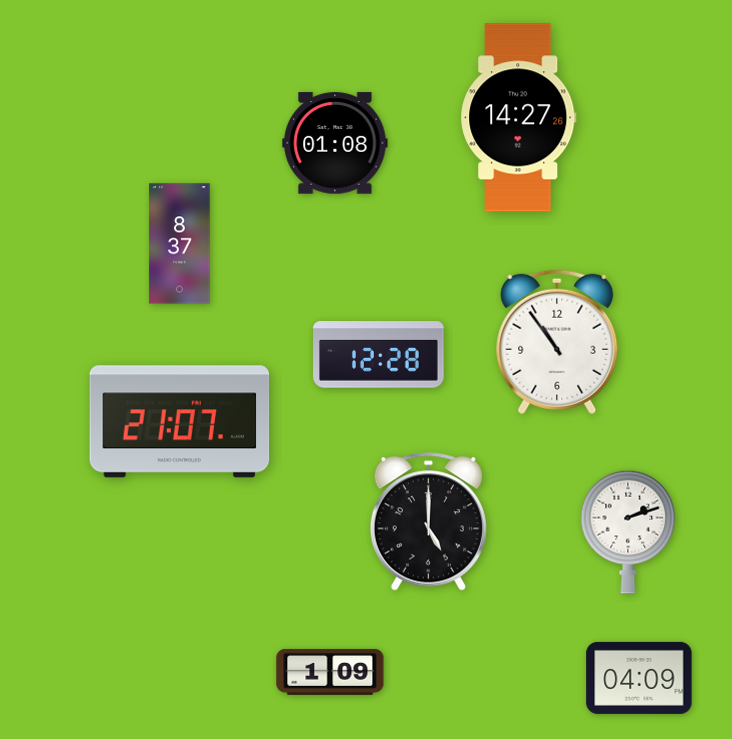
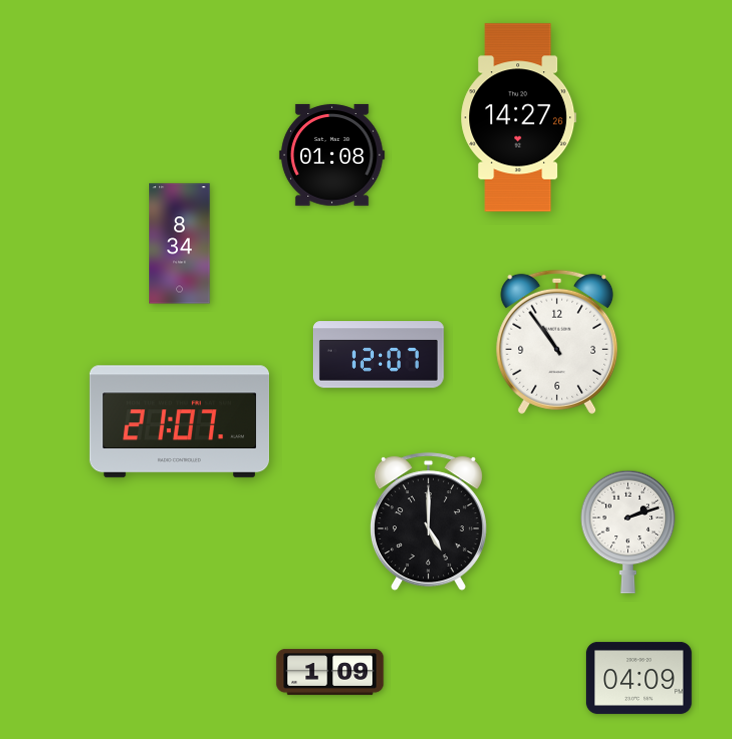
clock at (335, 143) position: (335, 143) -> (332, 155)
clock at (180, 244): 8:37 -> 8:34
clock at (379, 355): 12:28 -> 12:07
